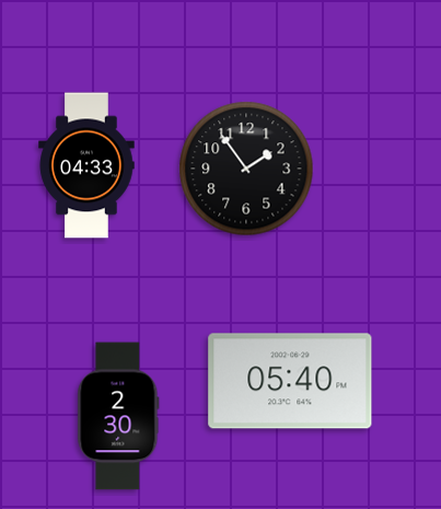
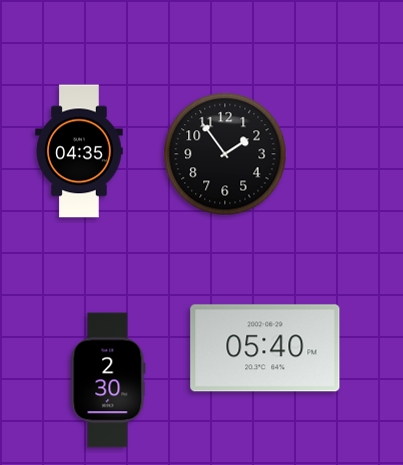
clock at (86, 165): 04:33 -> 04:35
